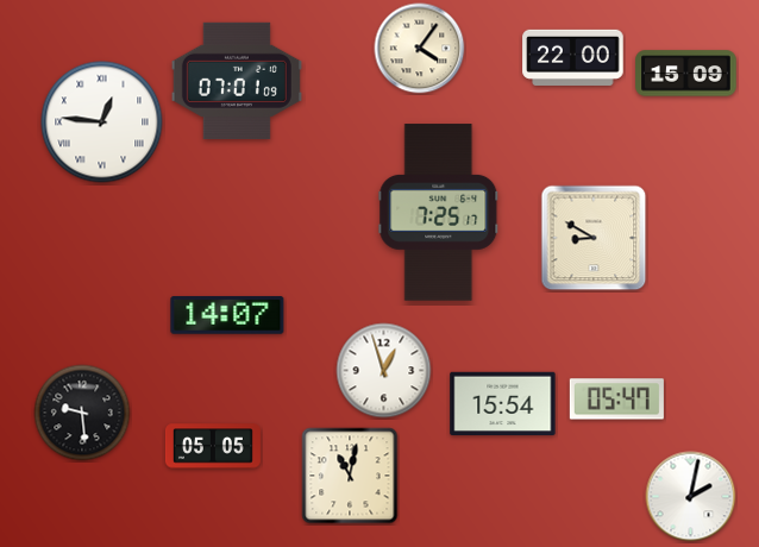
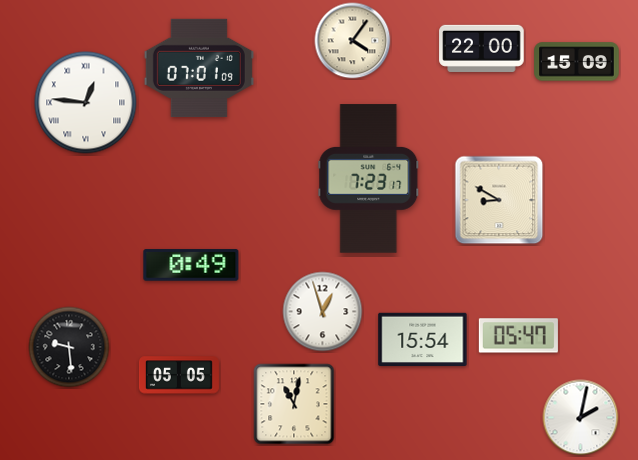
clock at (439, 213): 7:25 -> 7:23
clock at (227, 315): 14:07 -> 0:49
clock at (350, 476) position: (350, 476) -> (294, 404)
